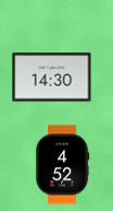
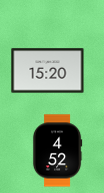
clock at (52, 78): 14:30 -> 15:20
